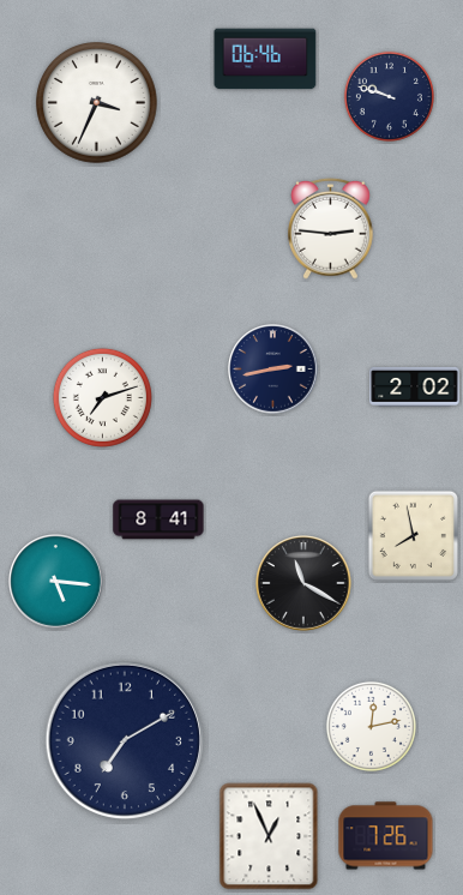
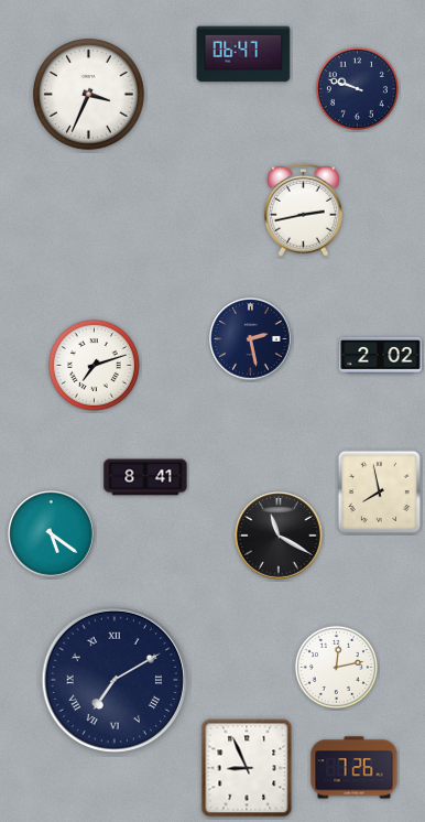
clock at (265, 59): 06:46 -> 06:47
clock at (331, 228): 2:46 -> 2:43
clock at (273, 370): 2:43 -> 2:28
clock at (56, 582): 5:16 -> 5:21
clock at (371, 726) position: (371, 726) -> (336, 667)
clock at (125, 740) numerals: Arabic -> Roman
clock at (269, 836): 12:56 -> 8:56
